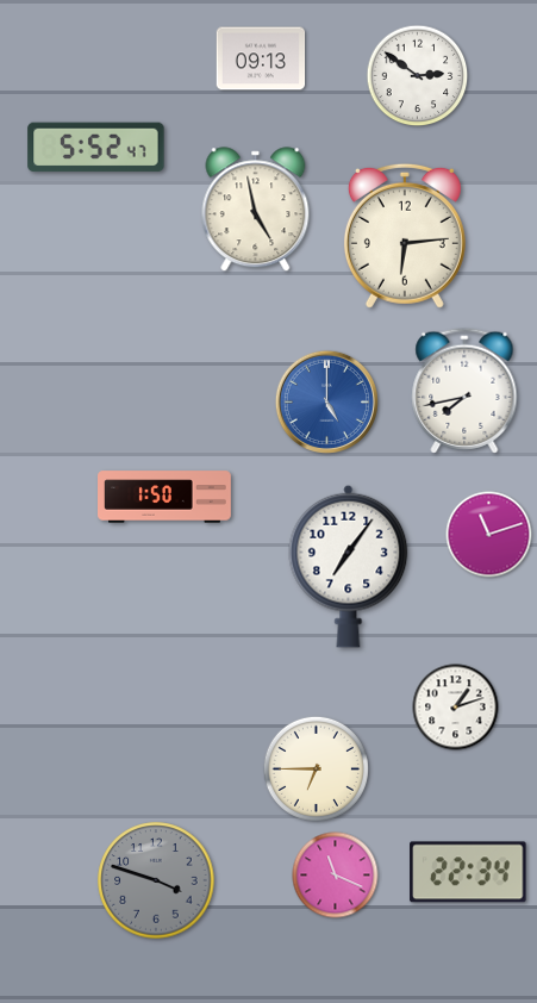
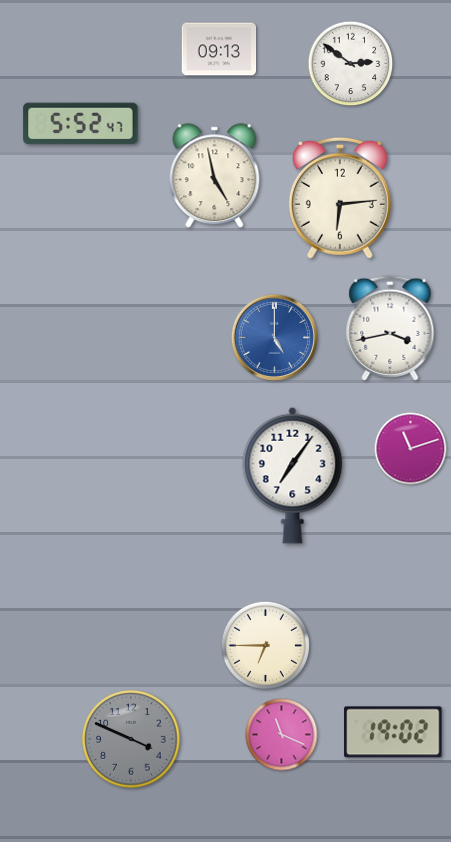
clock at (464, 391): 7:43 -> 3:43
clock at (166, 497): 1:50 -> none
clock at (456, 708): 1:12 -> none
clock at (468, 872): 22:34 -> 19:02
clock at (156, 880): 3:48 -> 3:49
